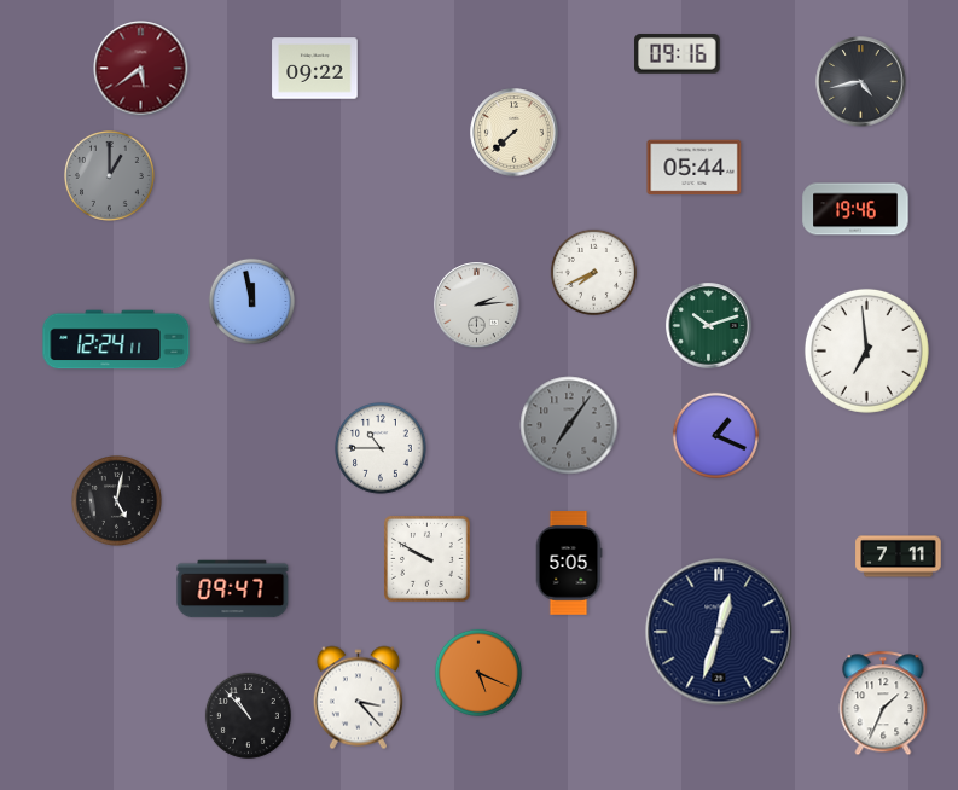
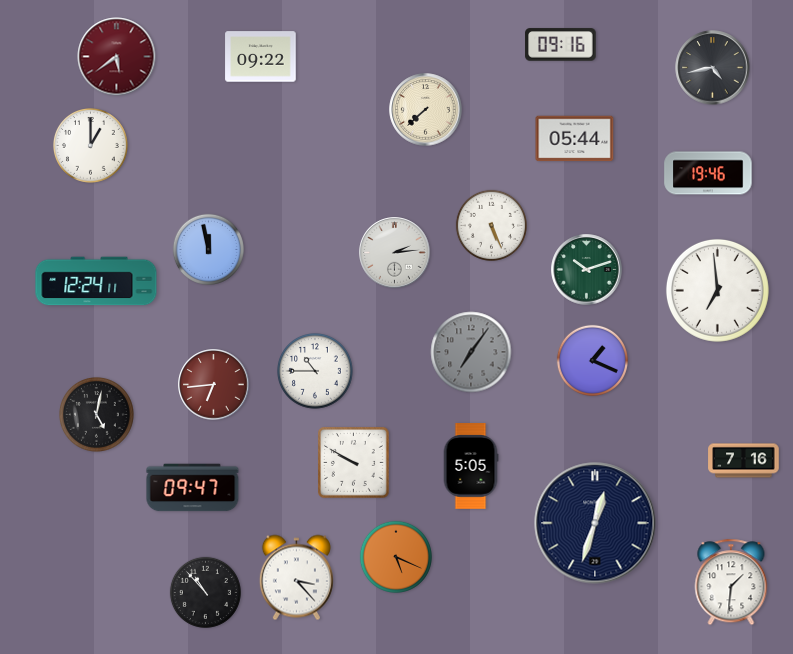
clock at (110, 176) dial: grey -> white
clock at (593, 272): 7:41 -> 5:26
clock at (214, 385): none -> 6:44
clock at (899, 557): 7:11 -> 7:16
clock at (883, 703): 1:34 -> 1:31
